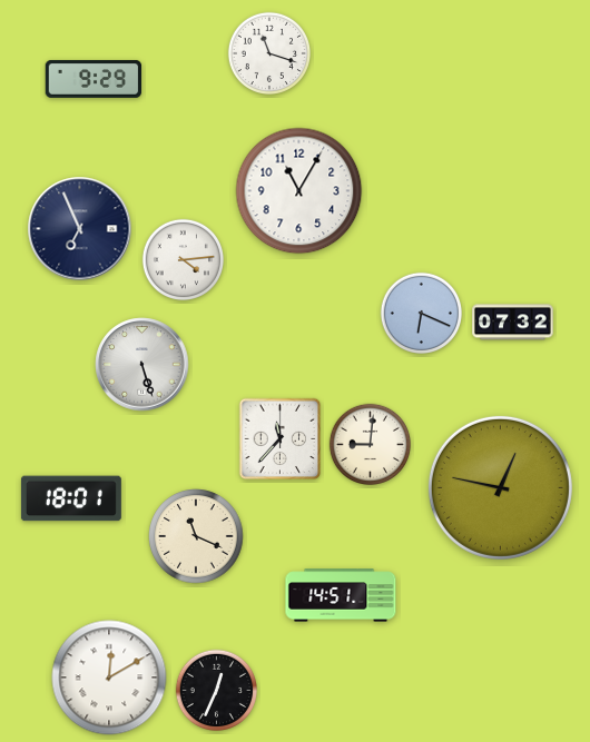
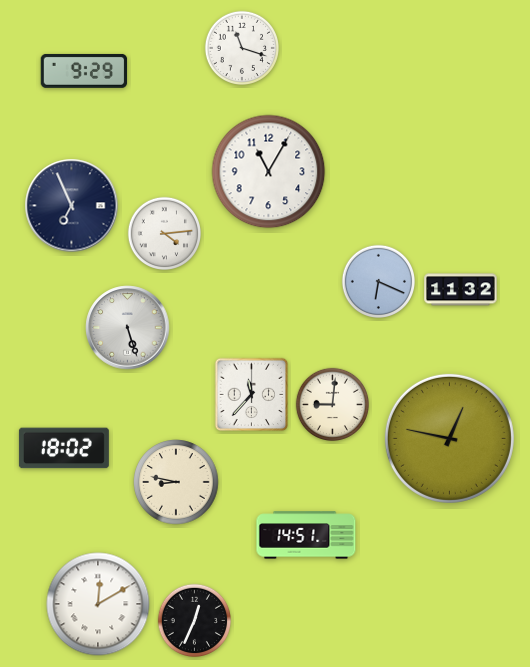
clock at (513, 323): 07:32 -> 11:32
clock at (370, 444) position: (370, 444) -> (332, 404)
clock at (71, 498): 18:01 -> 18:02
clock at (196, 536): 11:19 -> 8:47
clock at (109, 677) position: (109, 677) -> (98, 604)
